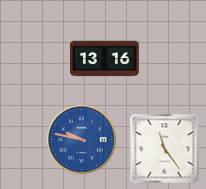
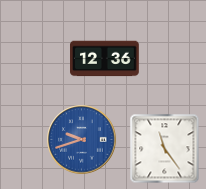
clock at (105, 59): 13:16 -> 12:36
clock at (82, 140): 9:47 -> 9:42
